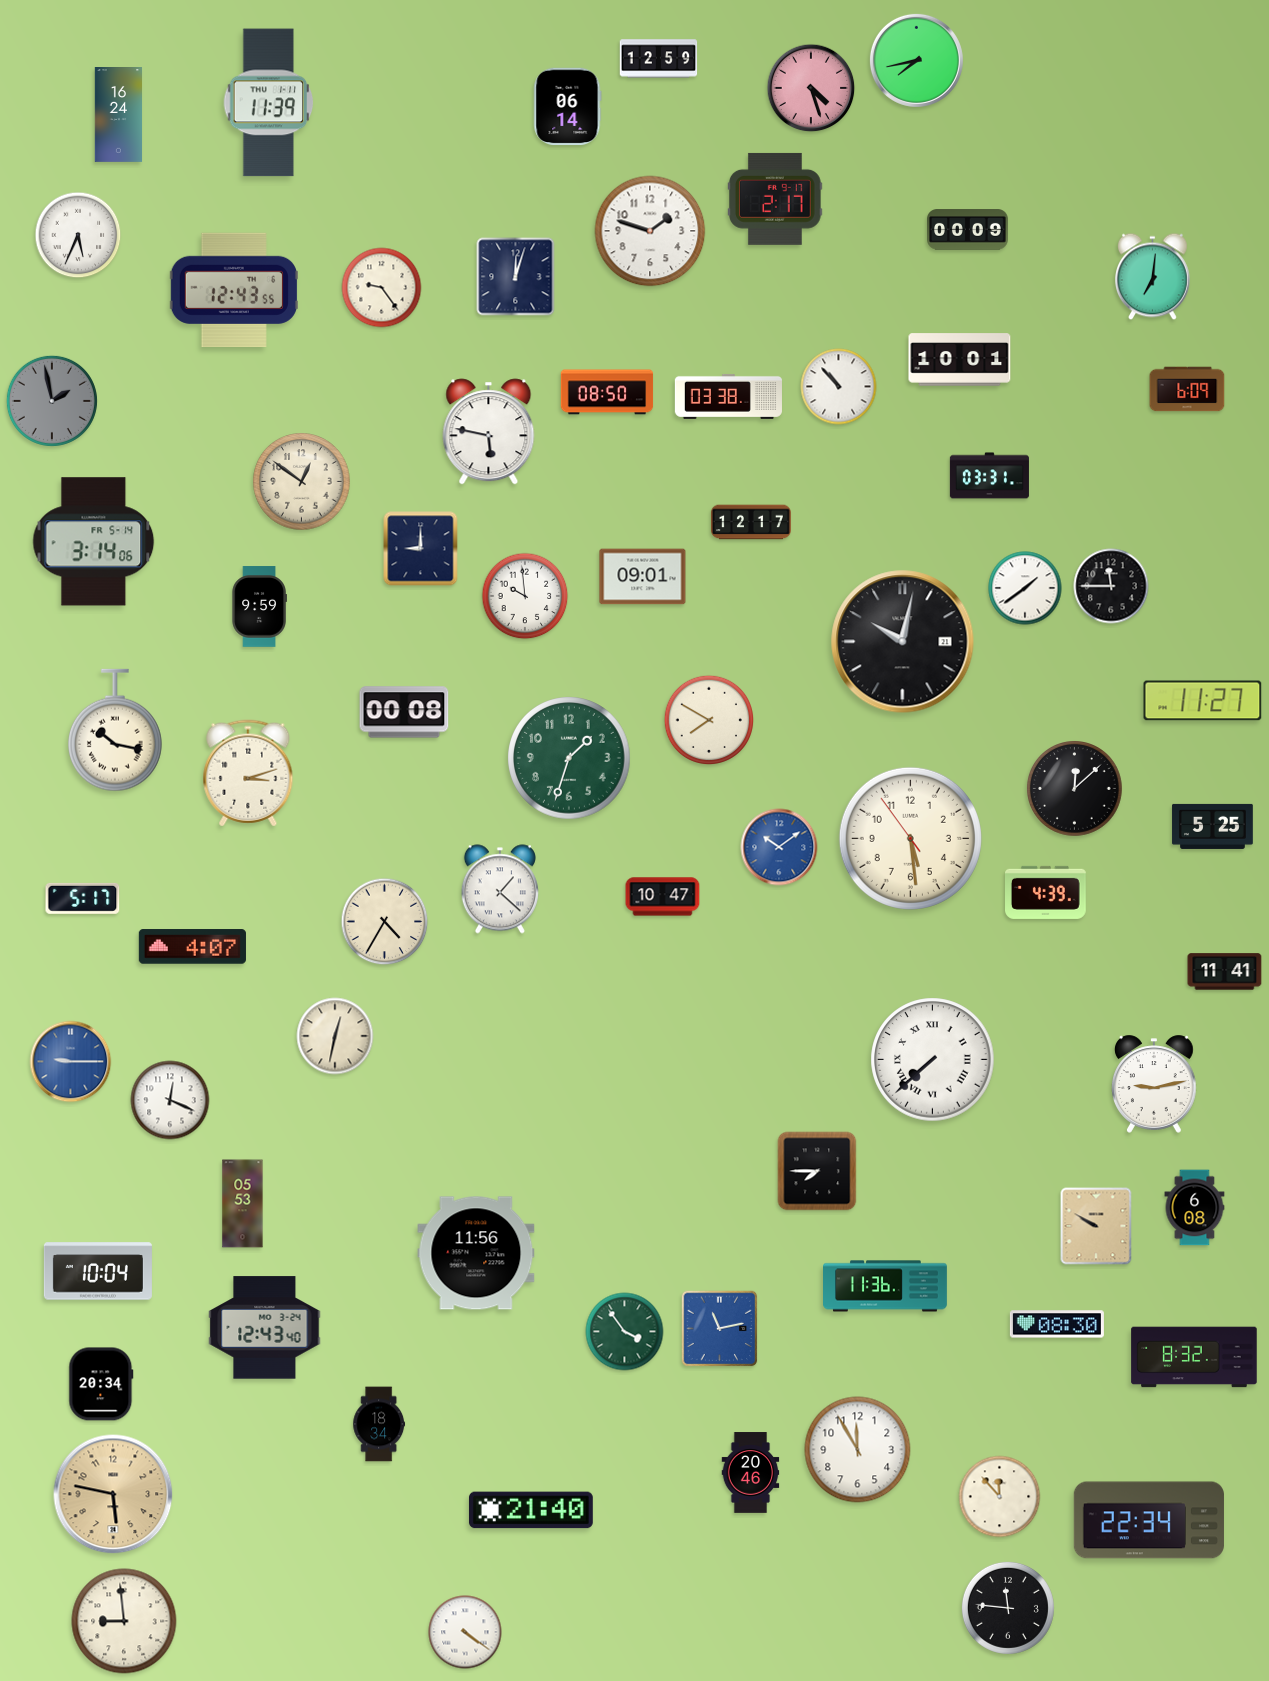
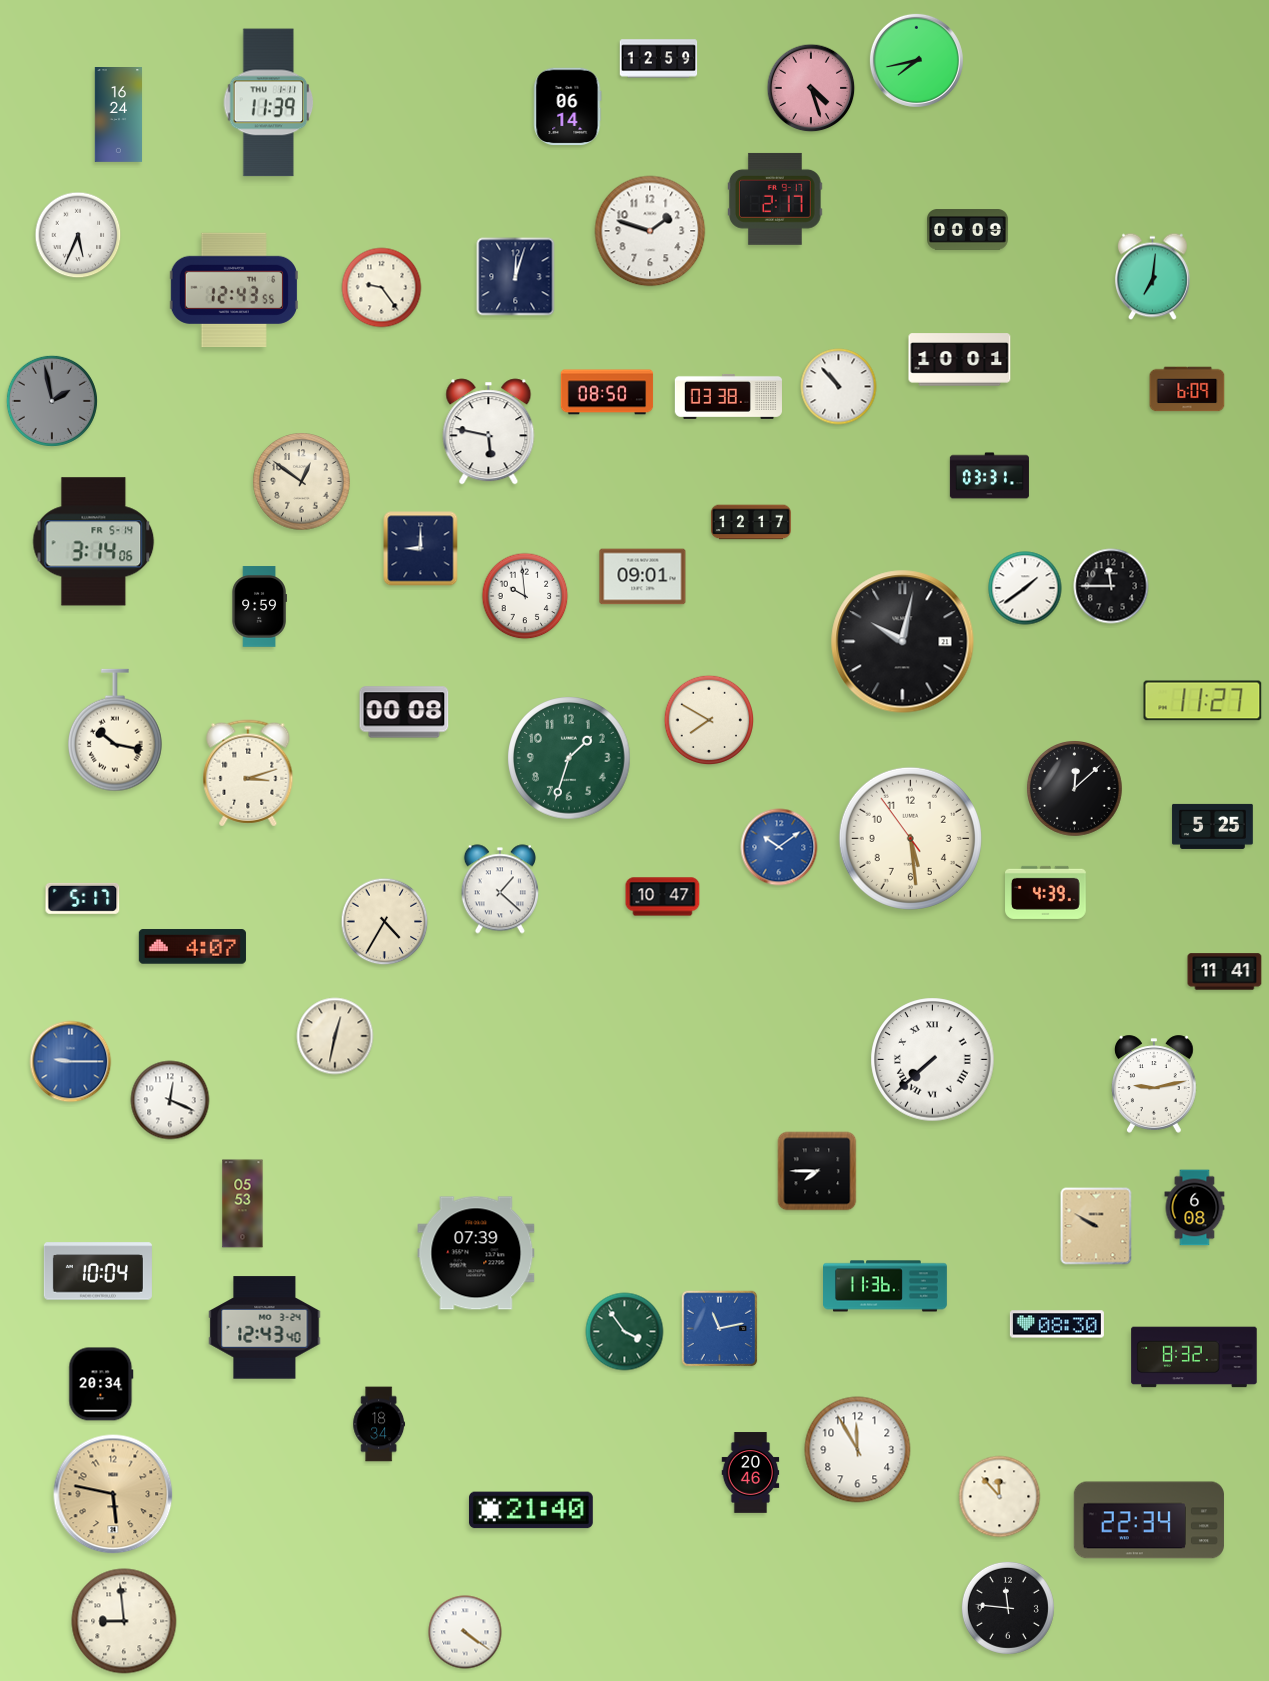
clock at (476, 1253): 11:56 -> 07:39
